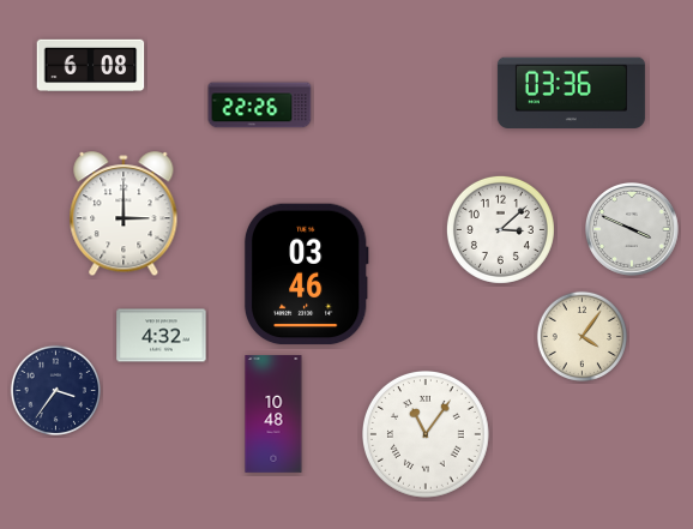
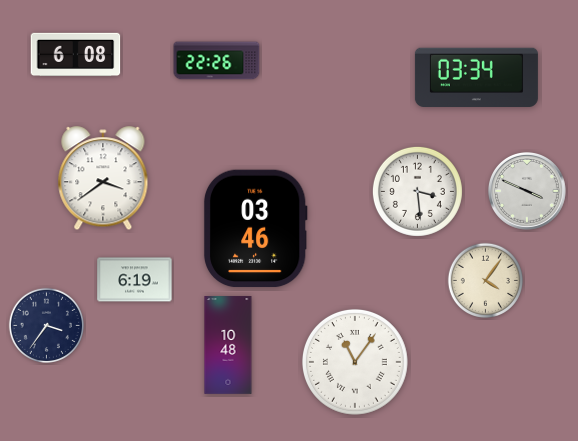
clock at (571, 94): 03:36 -> 03:34
clock at (260, 106) position: (260, 106) -> (217, 61)
clock at (123, 215): 3:00 -> 3:39
clock at (500, 229): 3:08 -> 3:29
clock at (162, 336): 4:32 -> 6:19
